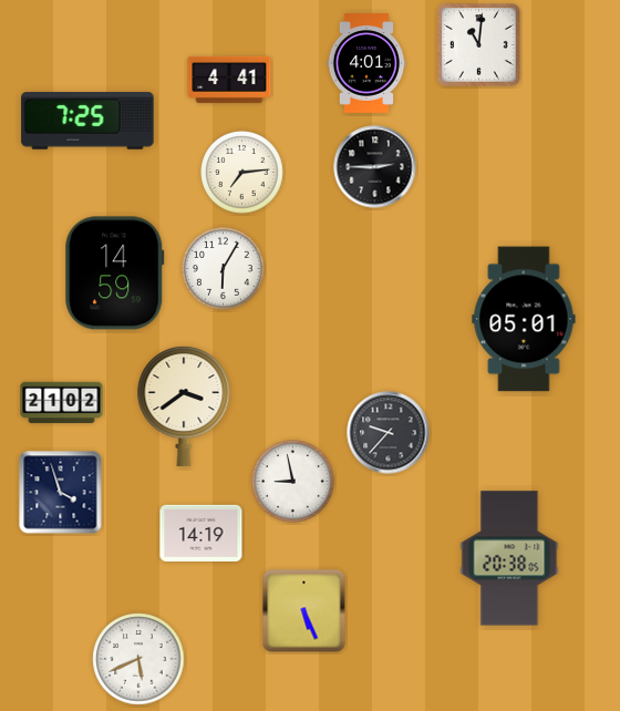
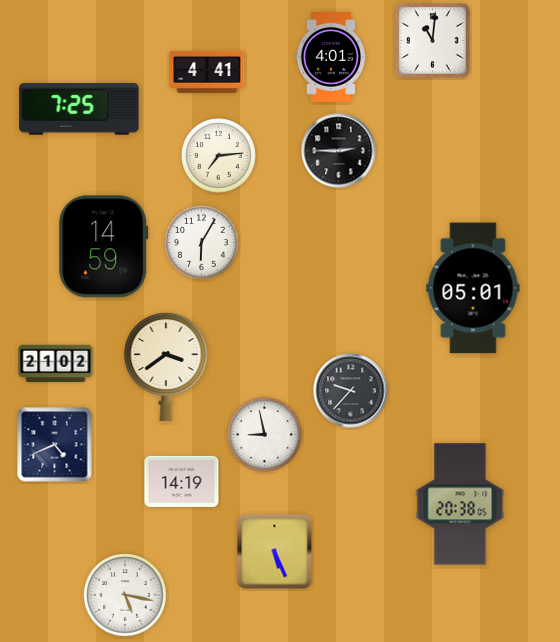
clock at (61, 493): 3:57 -> 4:41
clock at (138, 659): 5:41 -> 5:17
